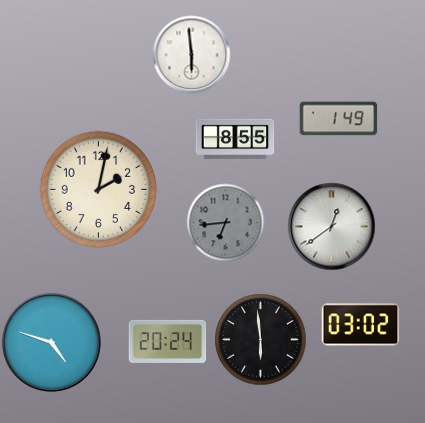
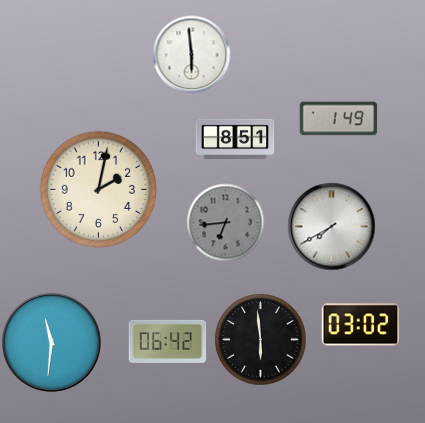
clock at (235, 139): 8:55 -> 8:51
clock at (331, 226): 12:39 -> 7:40
clock at (167, 341): 20:24 -> 06:42
clock at (51, 342): 4:48 -> 11:31
